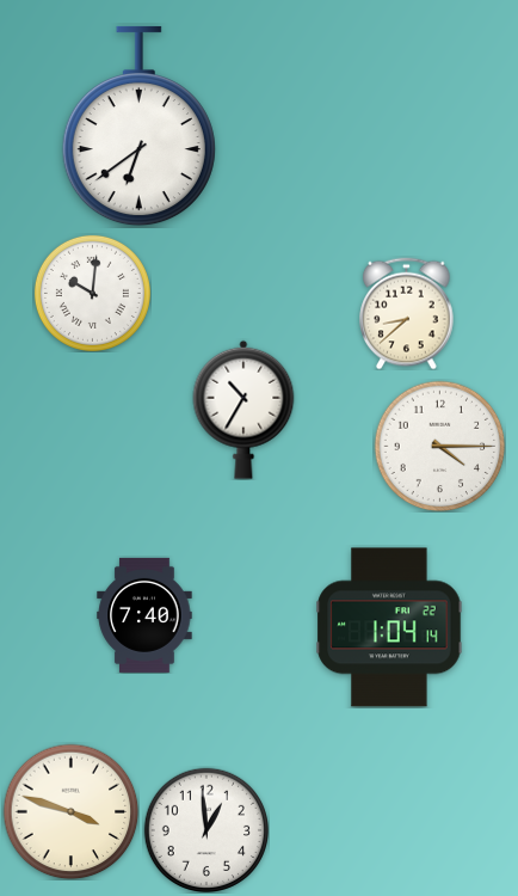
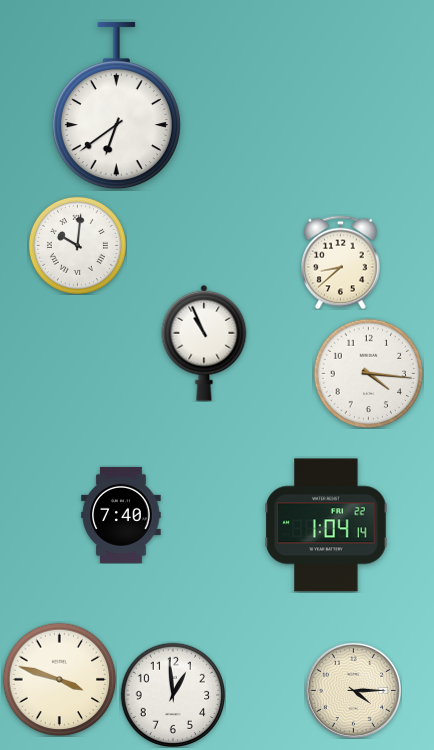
clock at (243, 410): 10:35 -> 10:56
clock at (439, 446): 4:15 -> 4:16
clock at (353, 690): none -> 4:15
